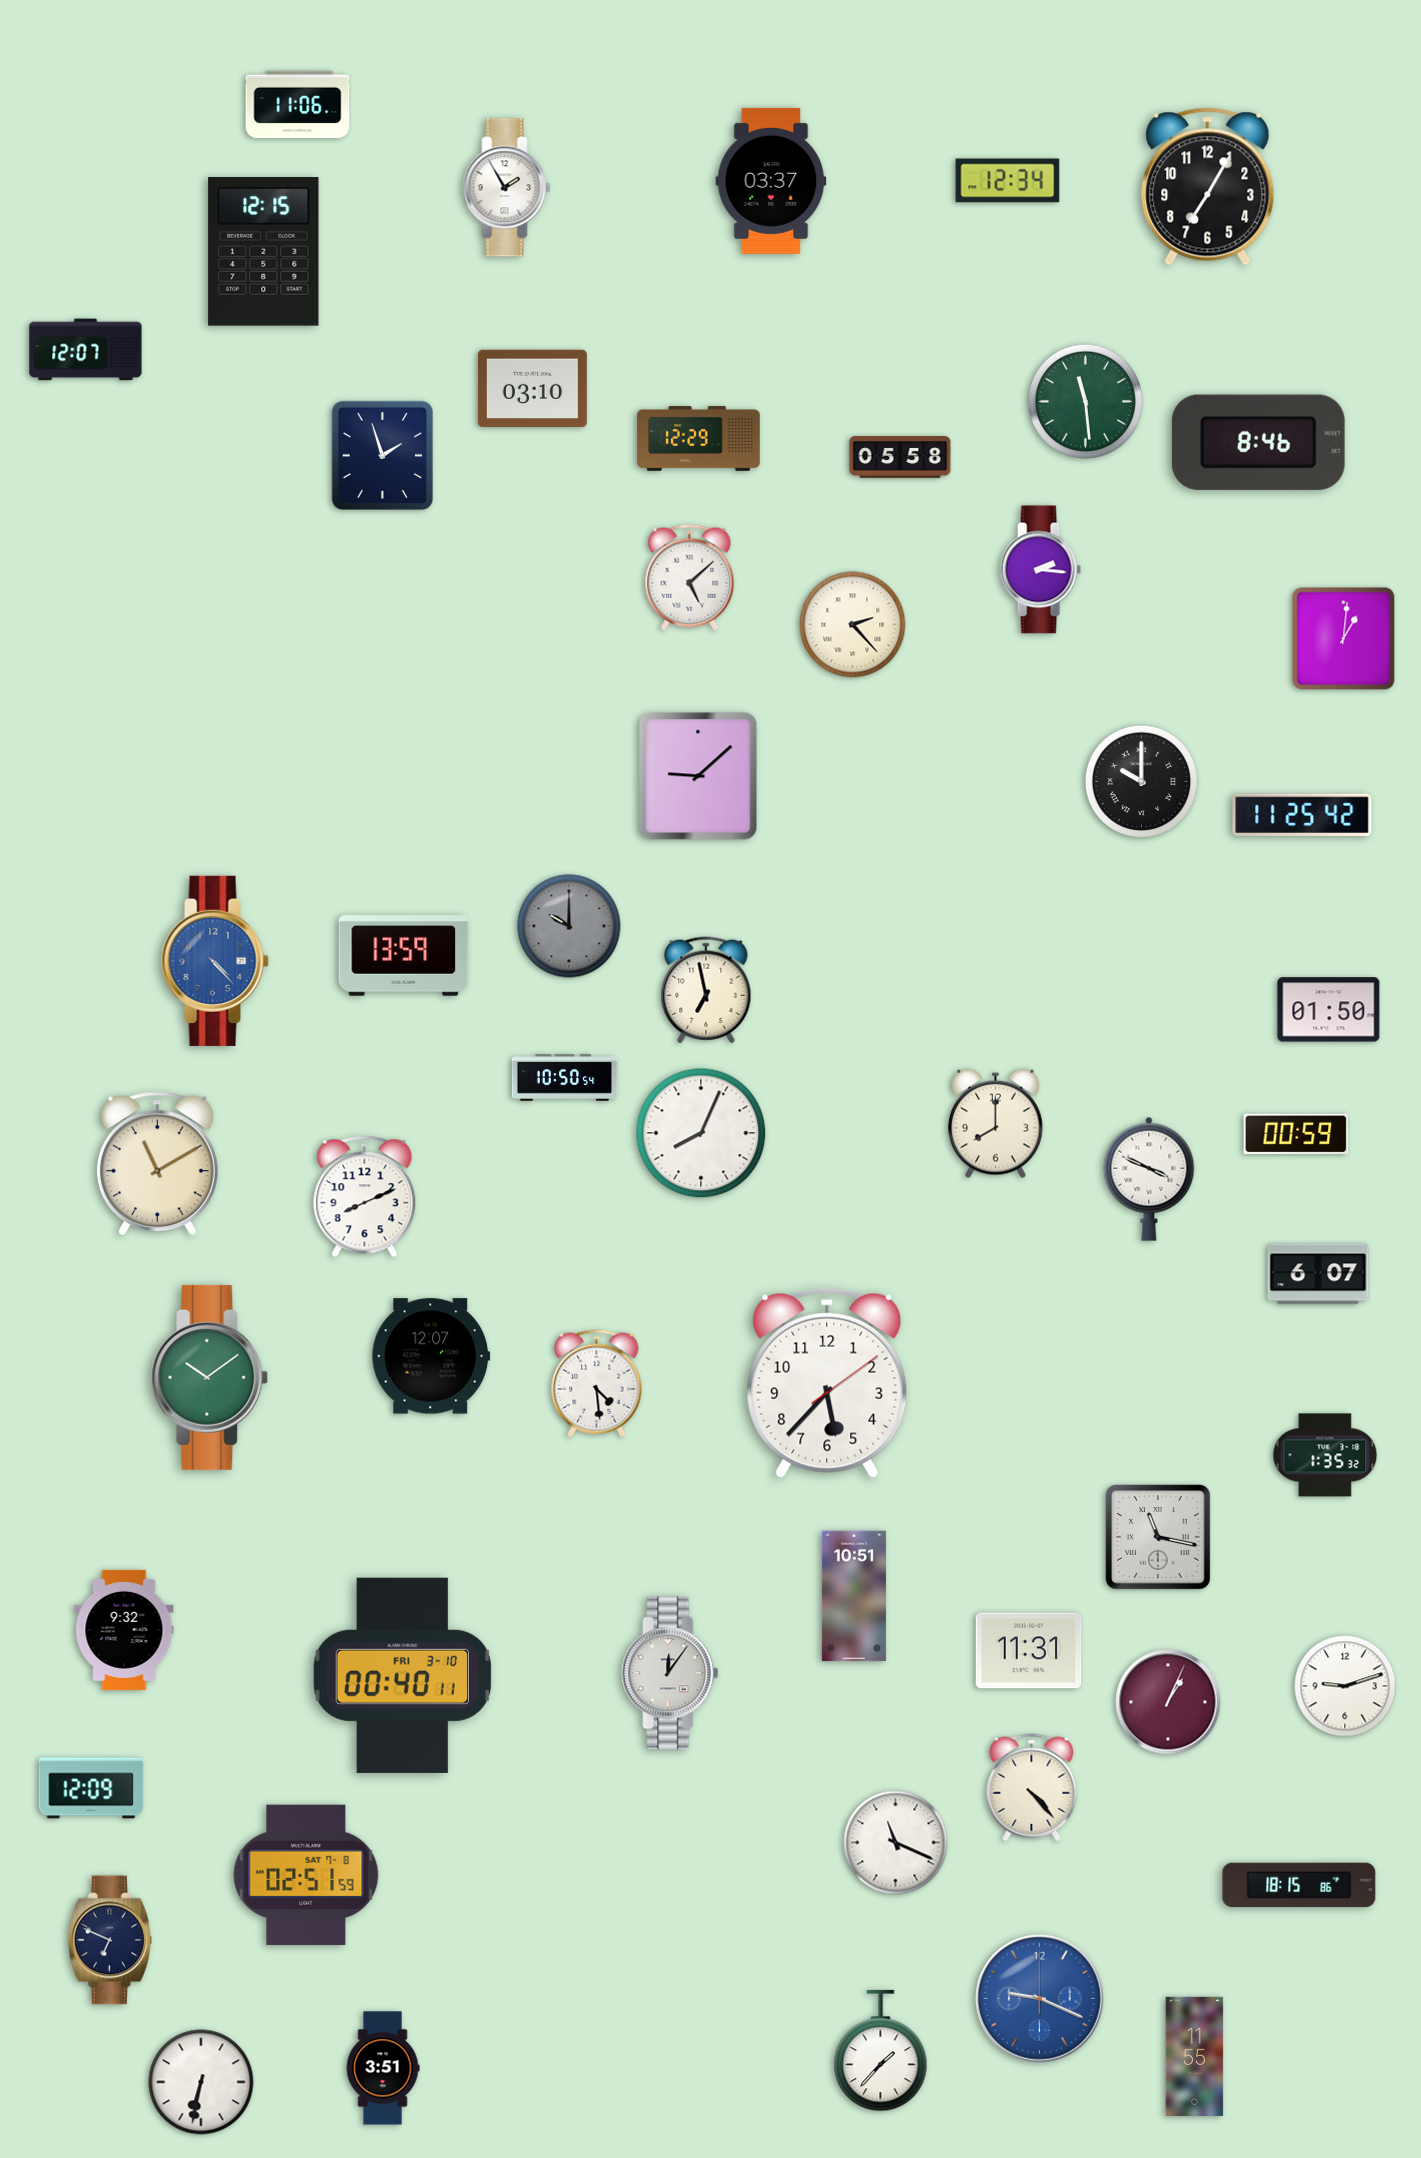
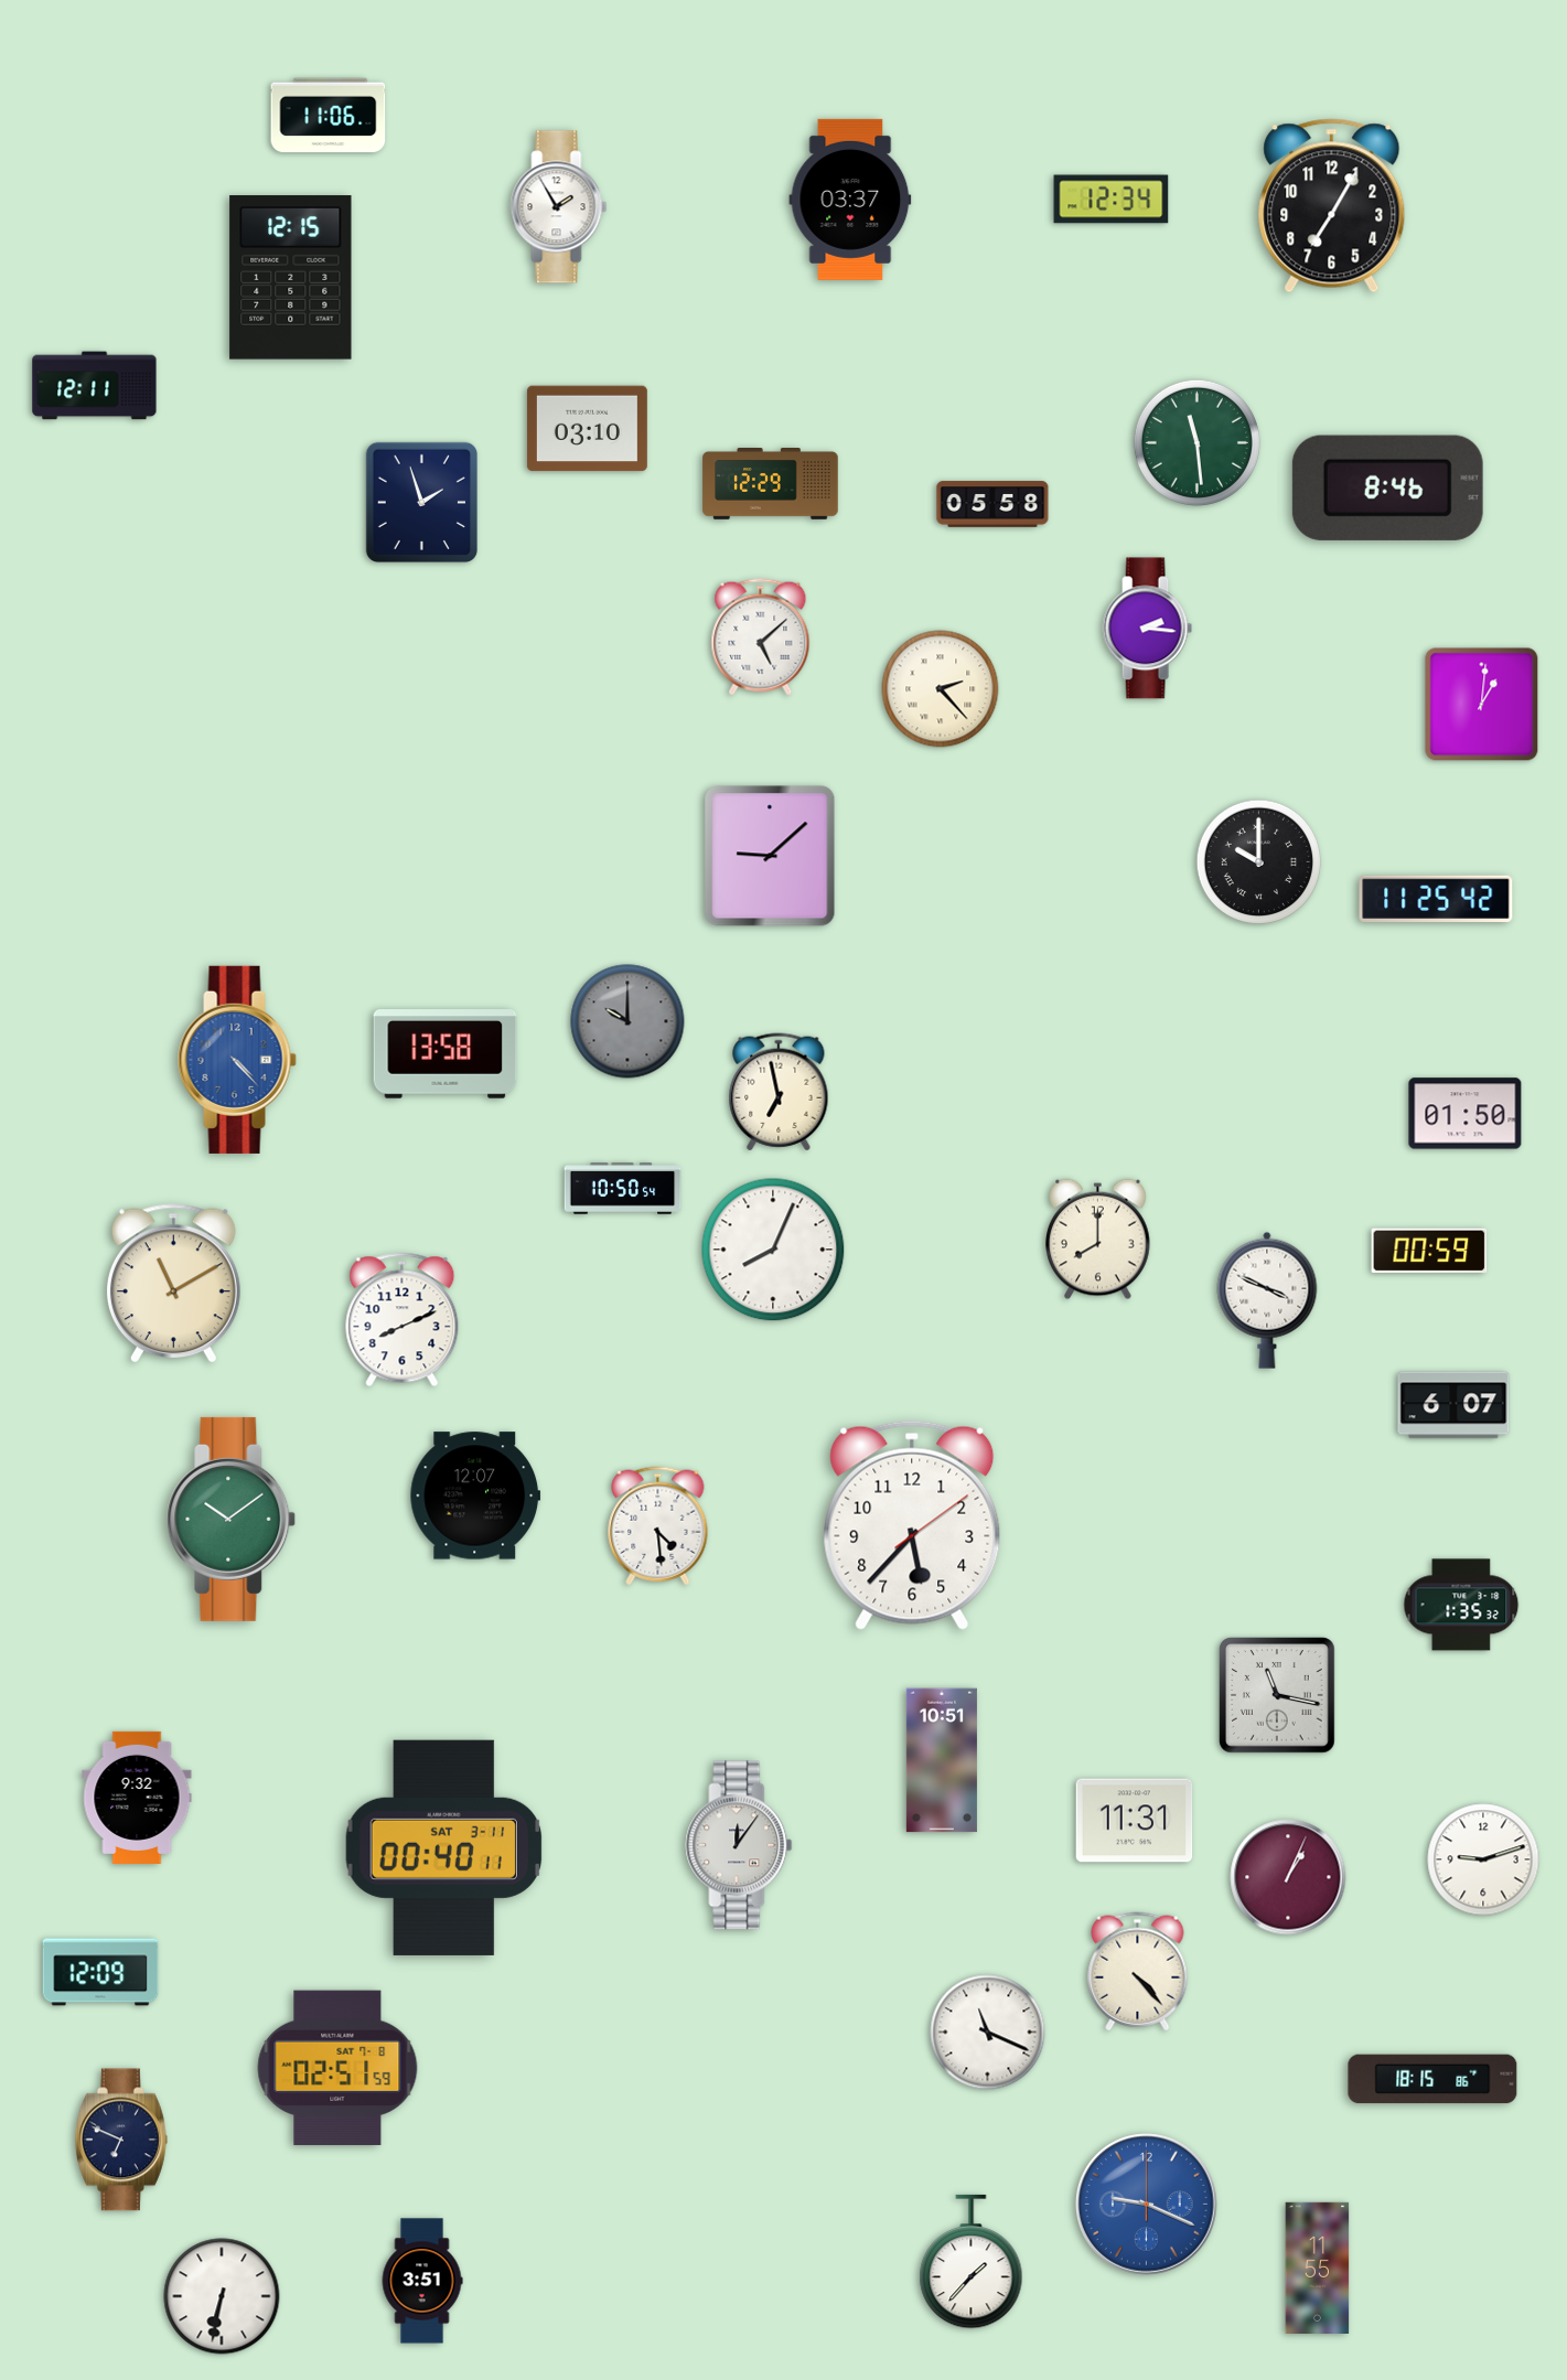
clock at (86, 350): 12:07 -> 12:11
clock at (404, 956): 13:59 -> 13:58
clock at (402, 1675) date: FRI 3-10 -> SAT 3-11
